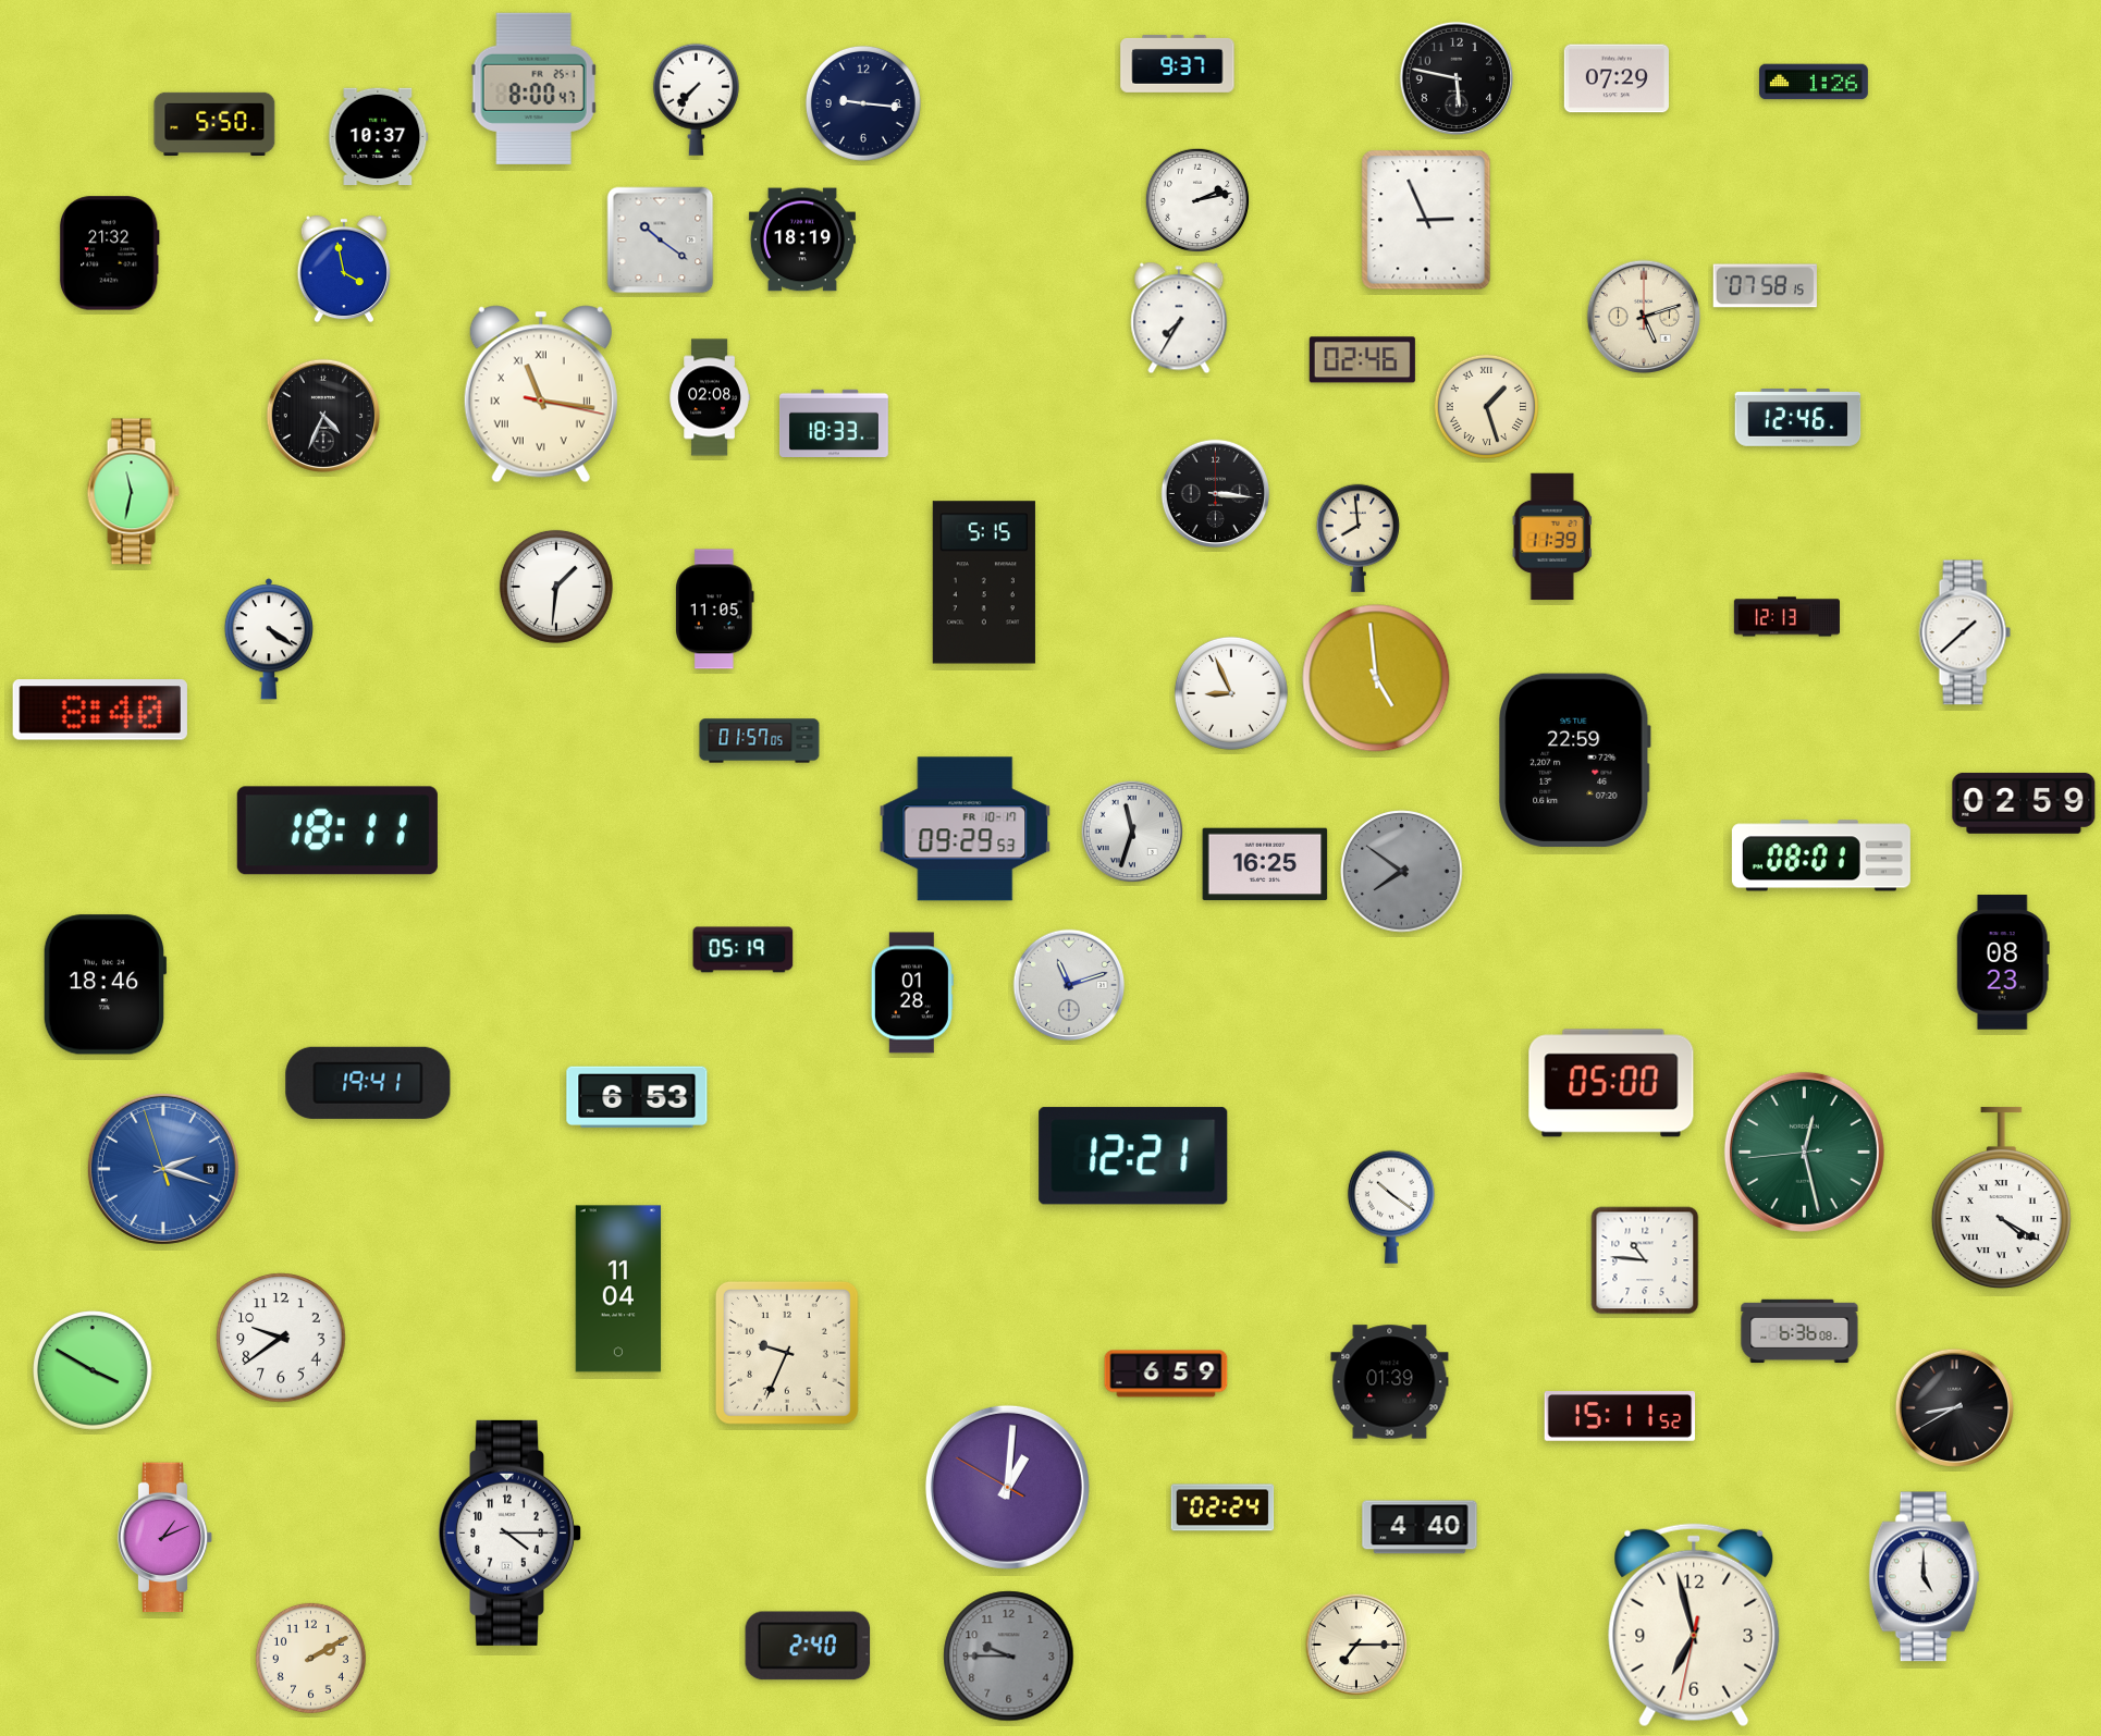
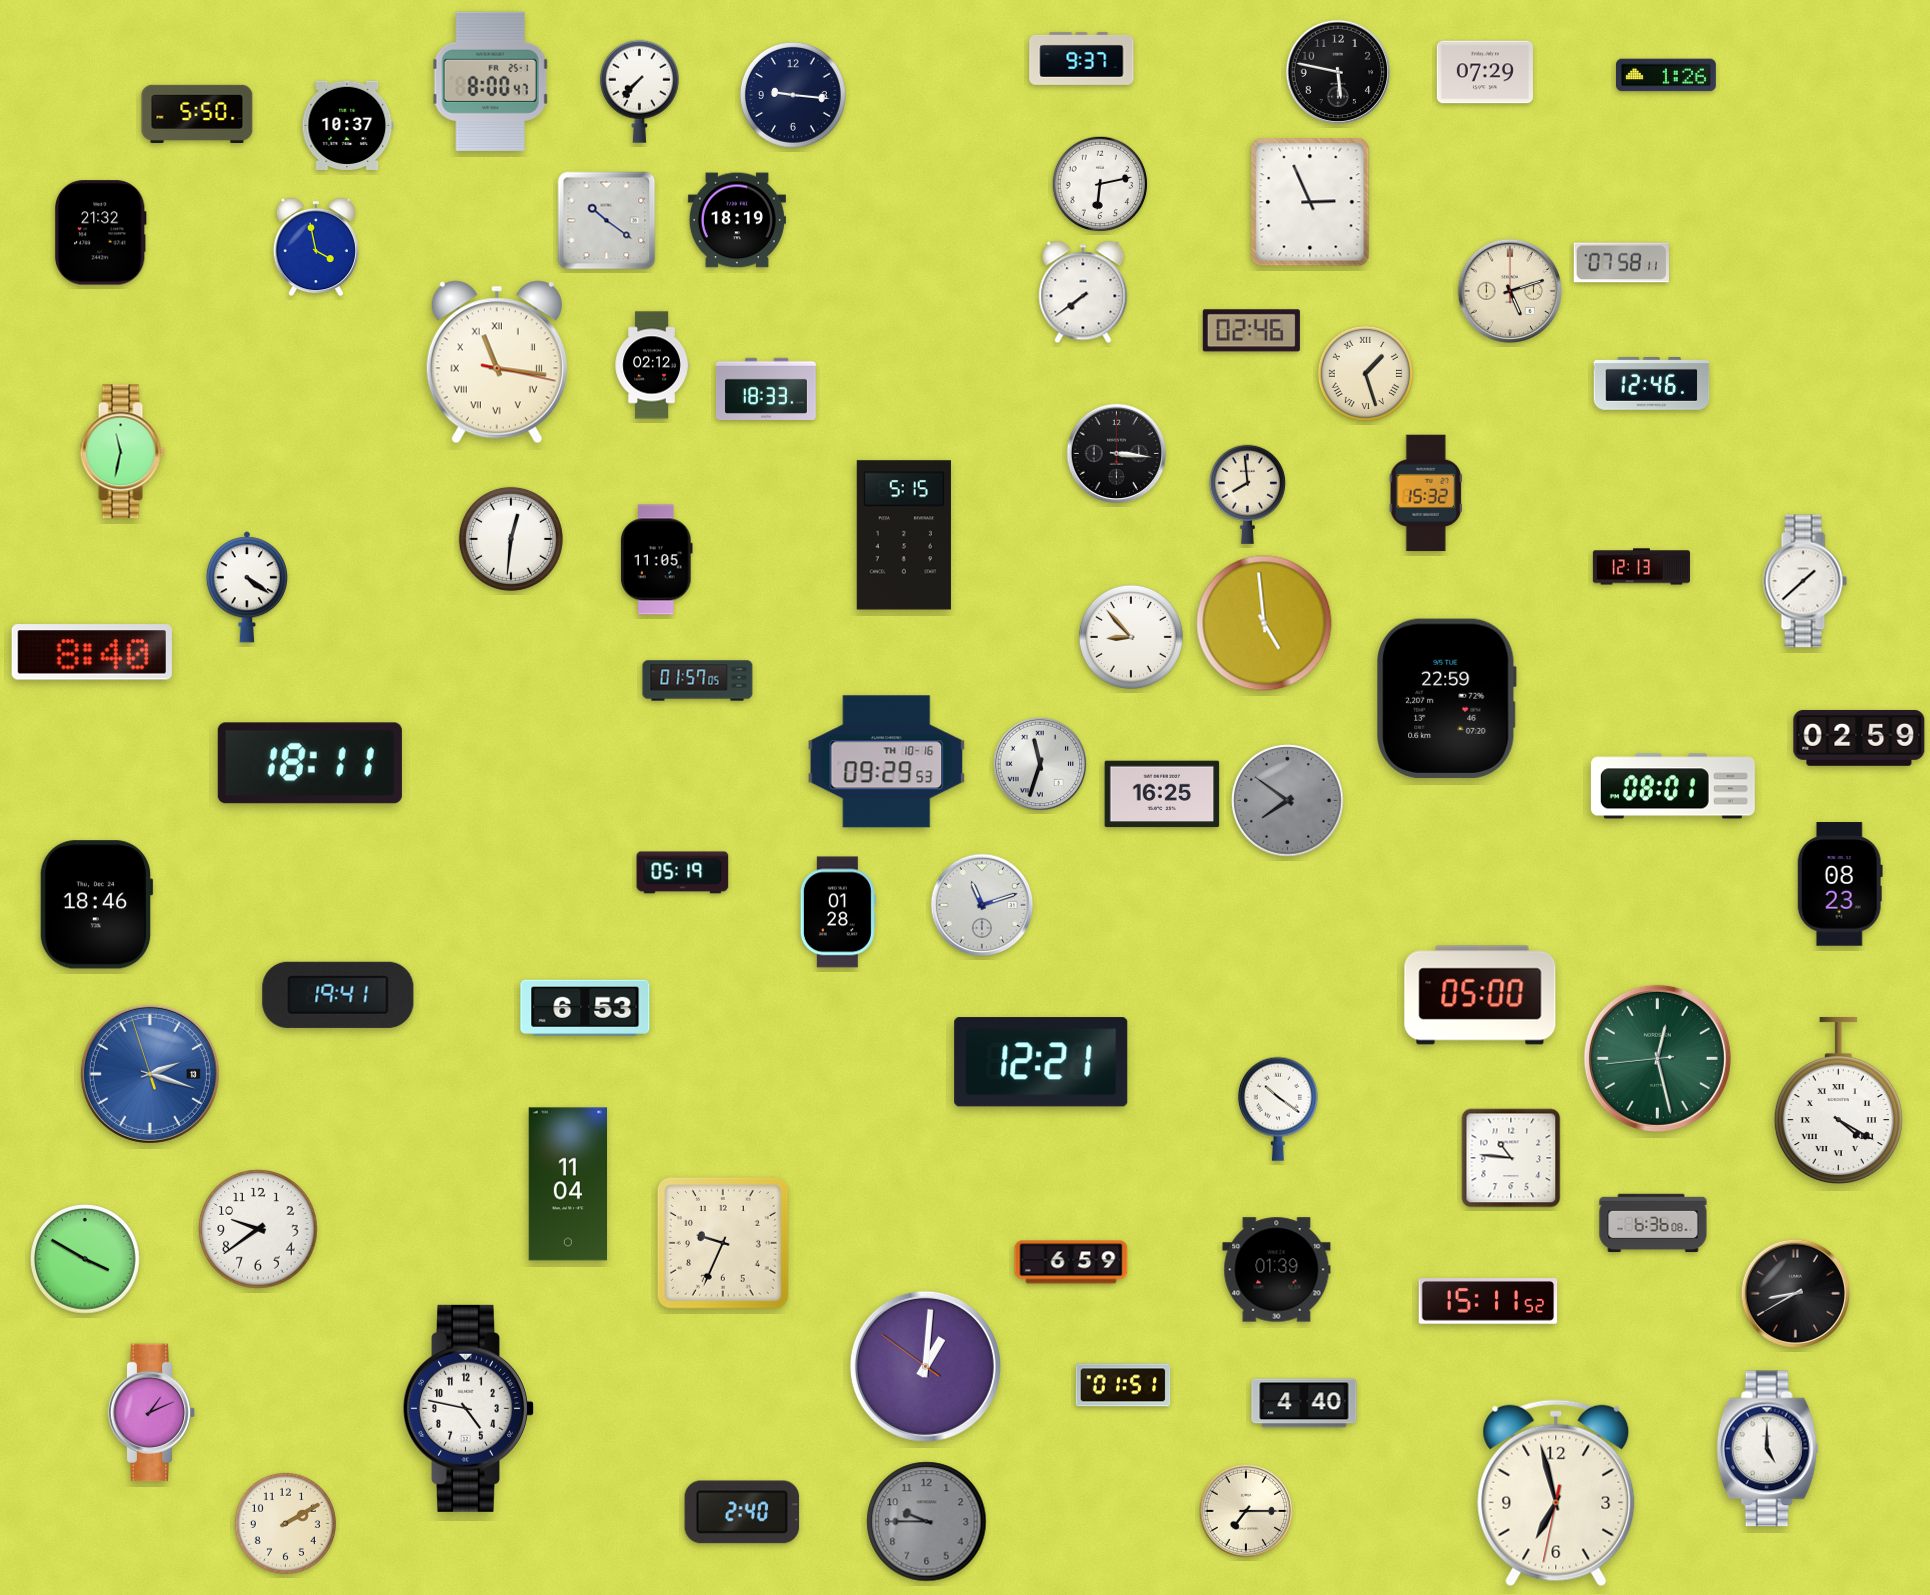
clock at (1196, 199): 2:13 -> 6:13
clock at (1765, 286): 07:58:15 -> 07:58:11
clock at (1179, 318): 7:35 -> 7:39
clock at (710, 397): 02:08 -> 02:12
clock at (323, 416): 4:34 -> none
clock at (1552, 537): 11:39 -> 15:32
clock at (556, 587): 1:31 -> 12:31
clock at (1231, 693): 8:56 -> 8:53
clock at (966, 829) date: FR 10-17 -> TH 10-16
clock at (1007, 1487): 1:00:50 -> 1:00:51
clock at (1222, 1507): 02:24 -> 01:51
clock at (509, 1532): 4:15 -> 4:47
